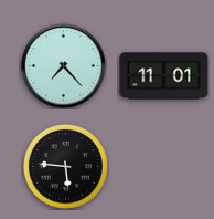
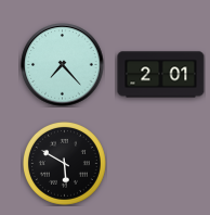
clock at (164, 76): 11:01 -> 2:01
clock at (65, 166): 5:46 -> 5:50
